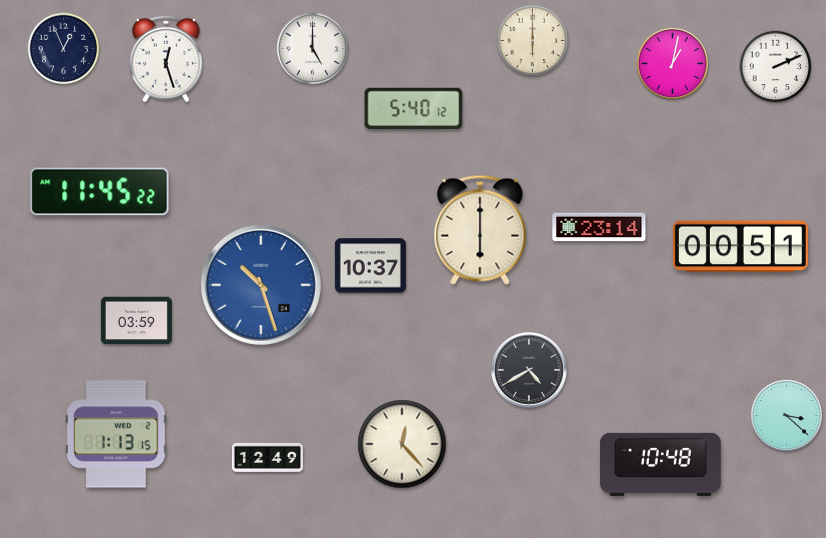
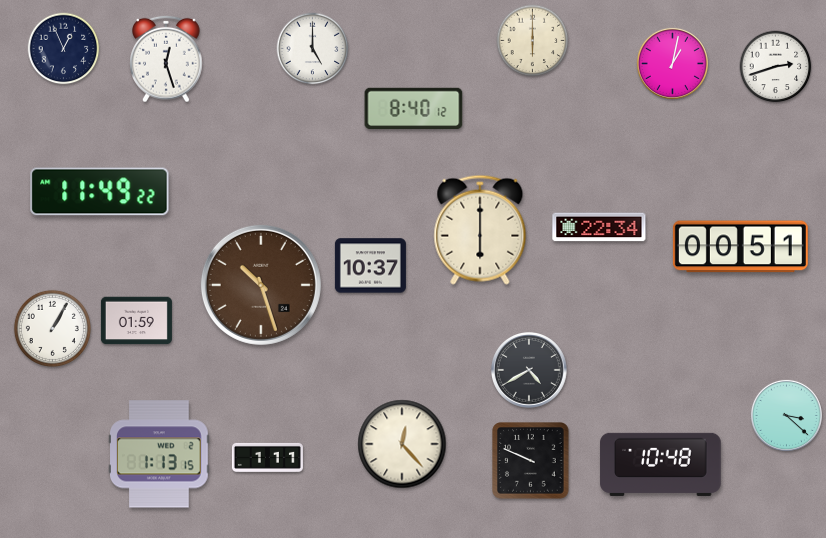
clock at (776, 67): 2:11 -> 2:42
clock at (414, 109): 5:40 -> 8:40
clock at (100, 192): 11:45 -> 11:49
clock at (599, 227): 23:14 -> 22:34
clock at (261, 285) dial: blue -> brown
clock at (136, 321): 03:59 -> 01:59
clock at (52, 328): none -> 1:05
clock at (116, 434) position: (116, 434) -> (159, 454)
clock at (267, 457): 12:49 -> 1:11
clock at (531, 461): none -> 9:49
